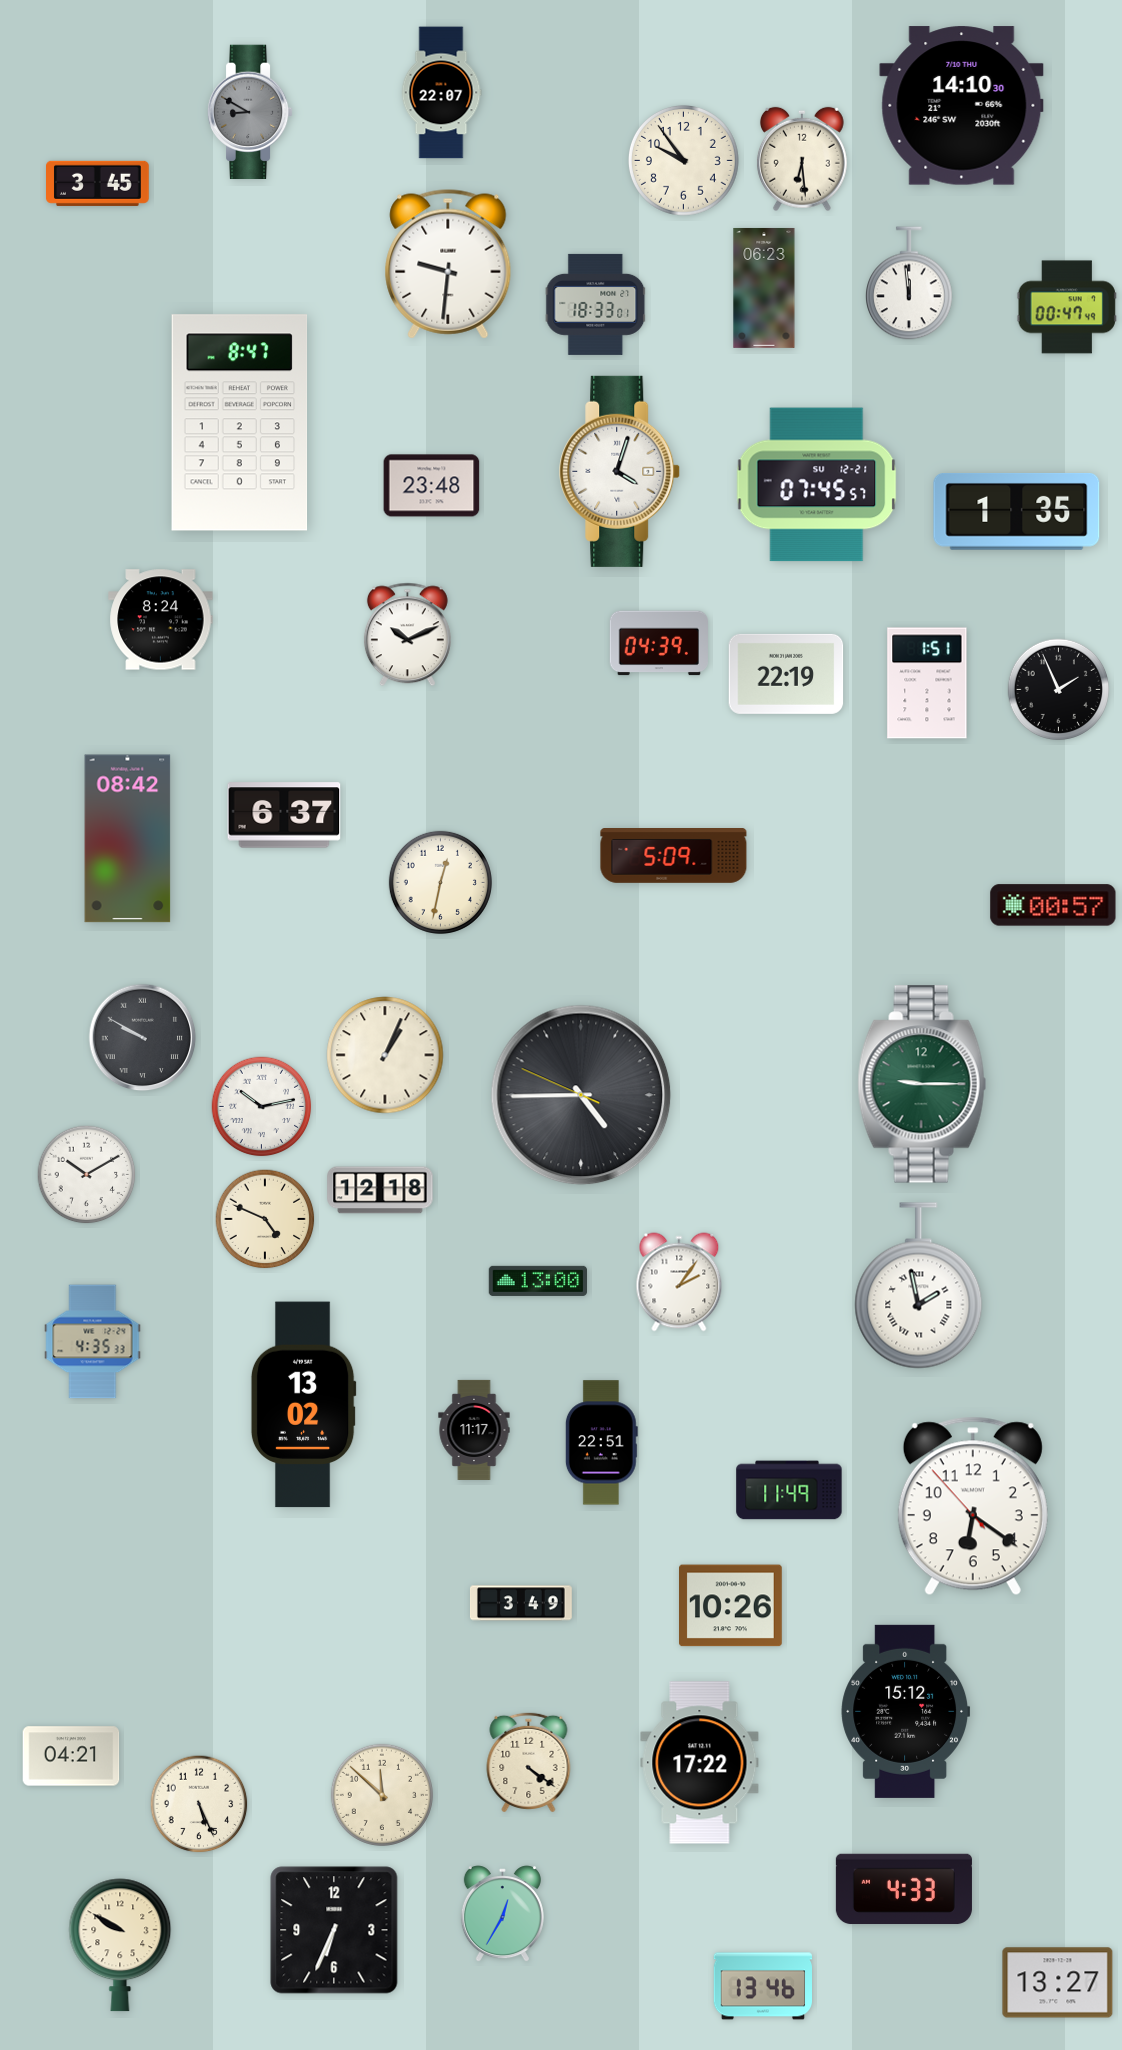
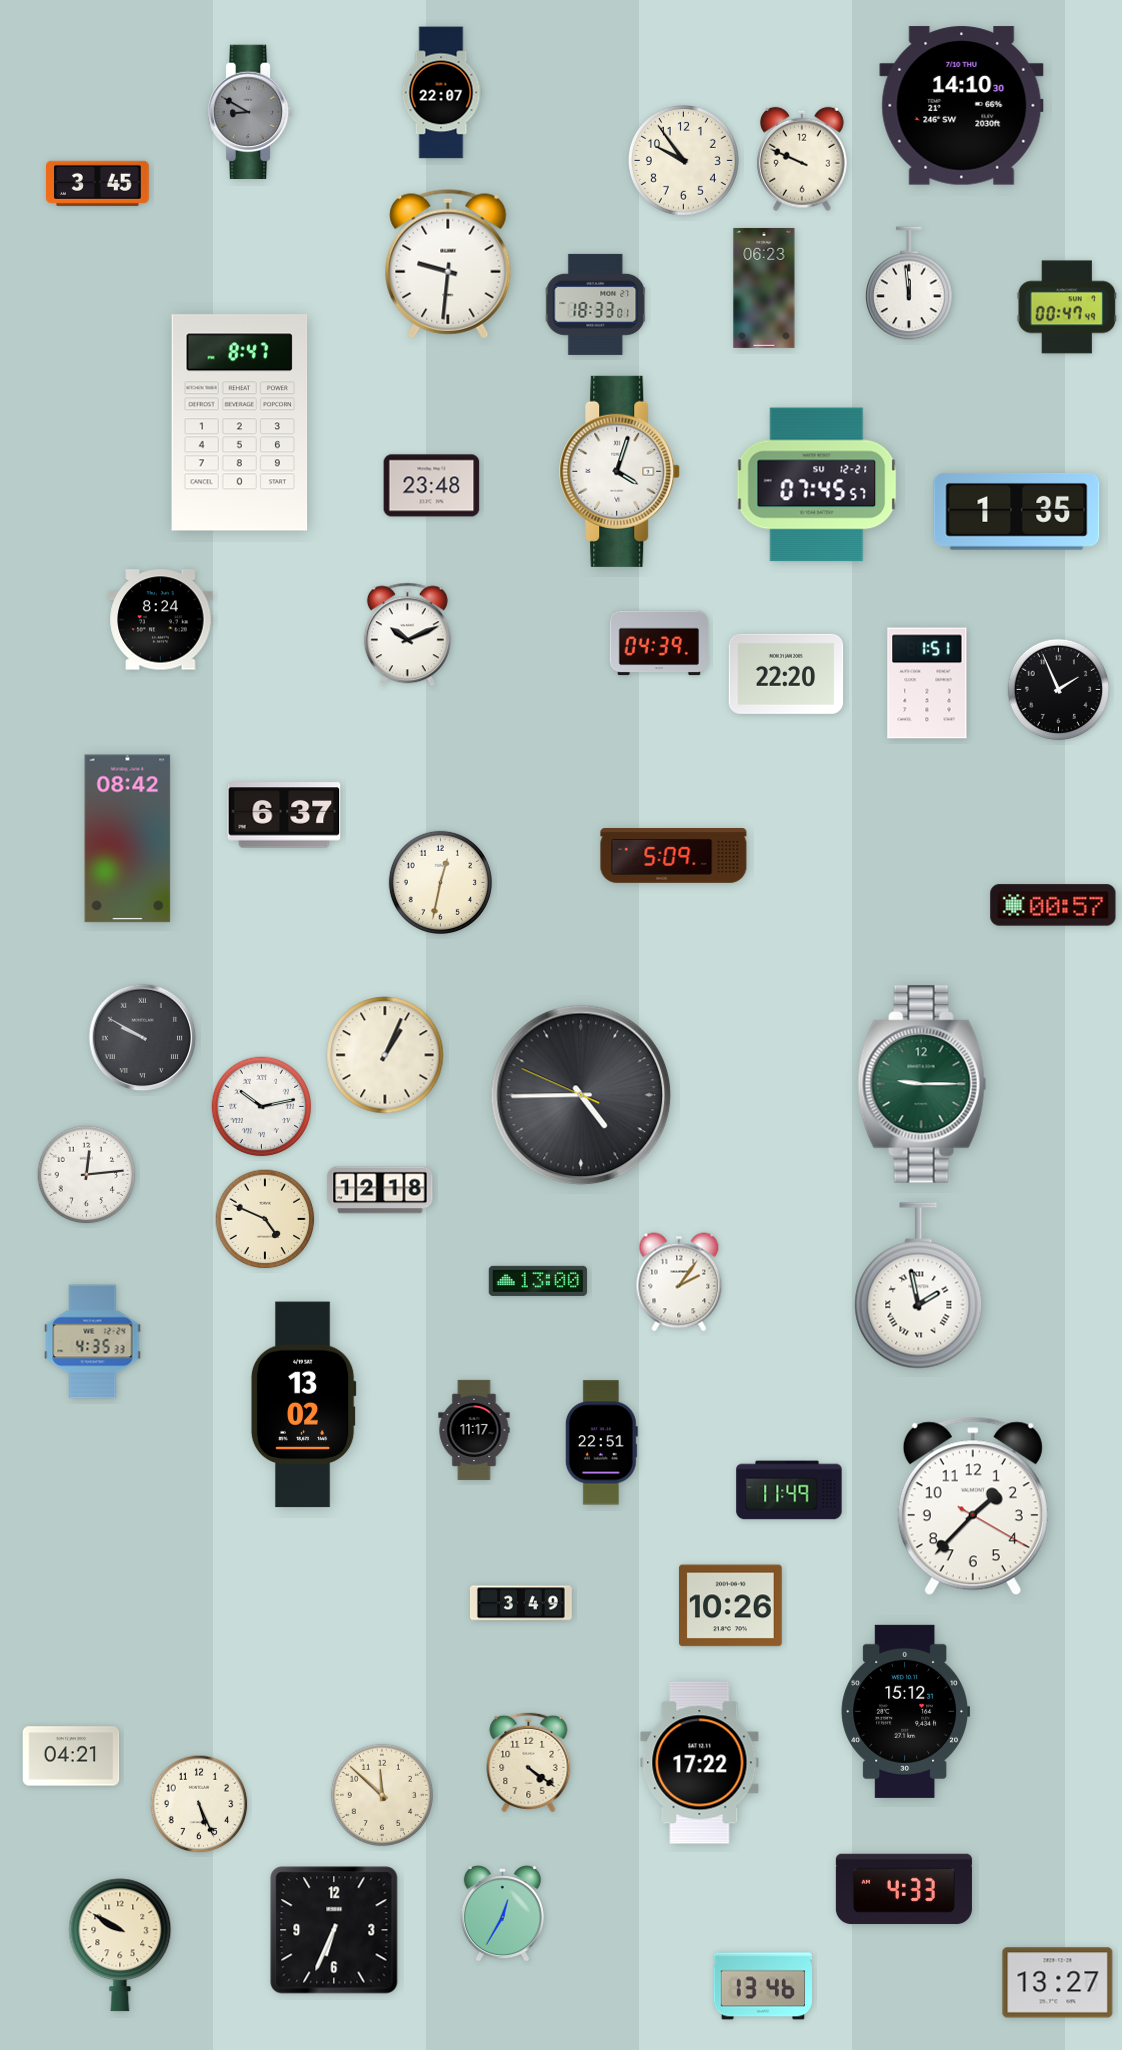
clock at (802, 159): 6:29 -> 9:49
clock at (786, 674): 22:19 -> 22:20
clock at (87, 1175): 10:10 -> 12:14
clock at (973, 1506): 6:20 -> 1:37
